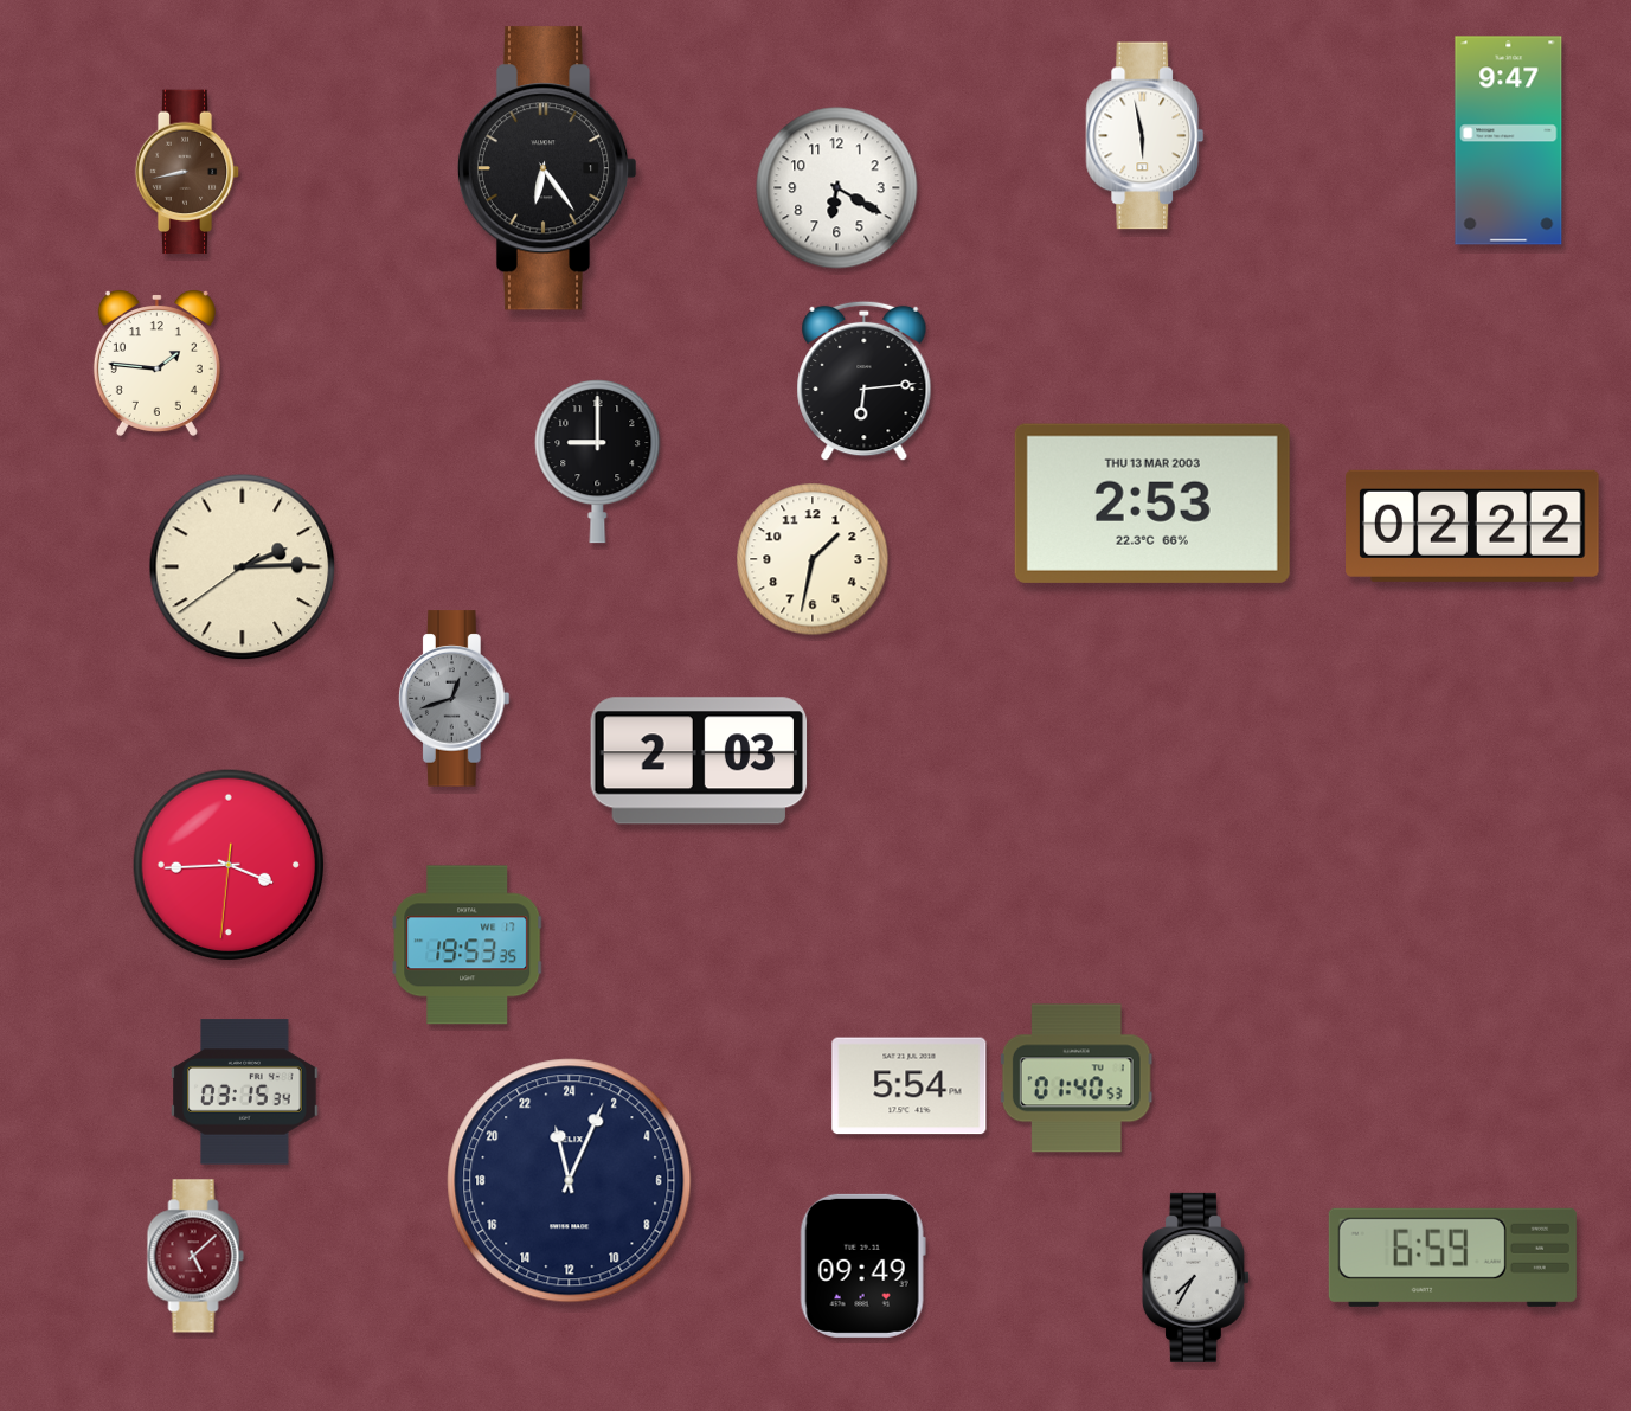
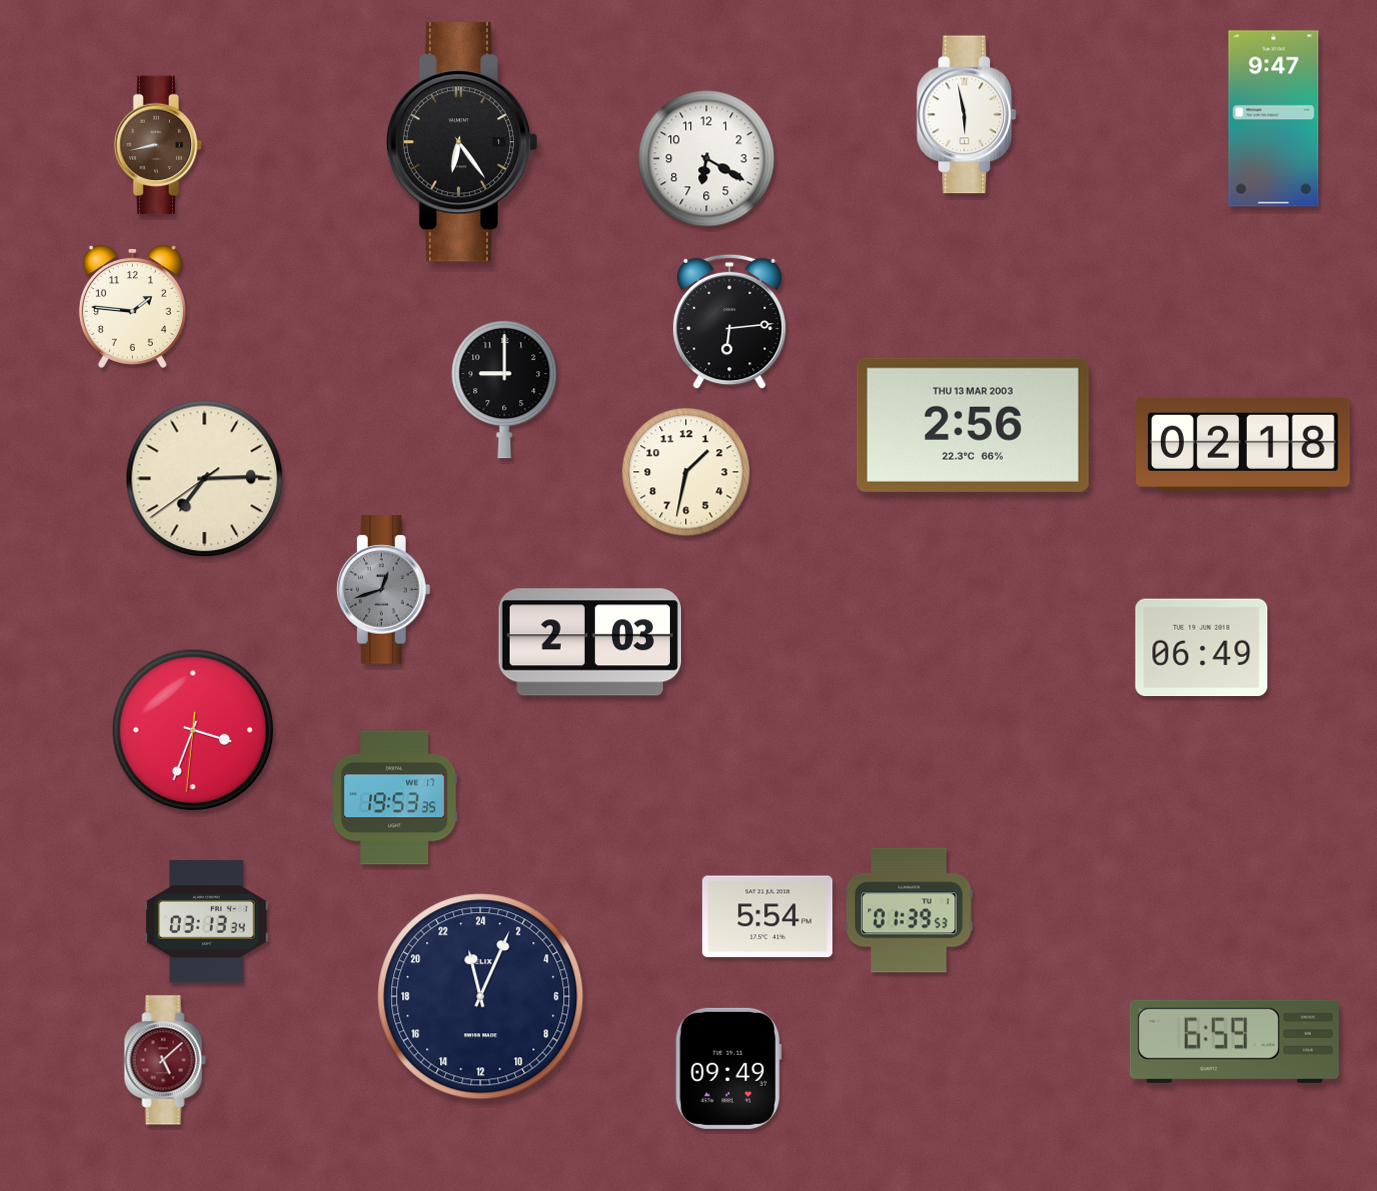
clock at (1152, 504): 2:53 -> 2:56
clock at (1473, 526): 02:22 -> 02:18
clock at (243, 567): 2:14 -> 7:14
clock at (1202, 648): none -> 06:49
clock at (229, 865): 3:44 -> 3:33
clock at (1077, 1078): 01:40 -> 01:39
clock at (245, 1092): 03:15 -> 03:13
clock at (1452, 1257) position: (1452, 1257) -> (1234, 1041)
clock at (1195, 1277): 7:35 -> none
